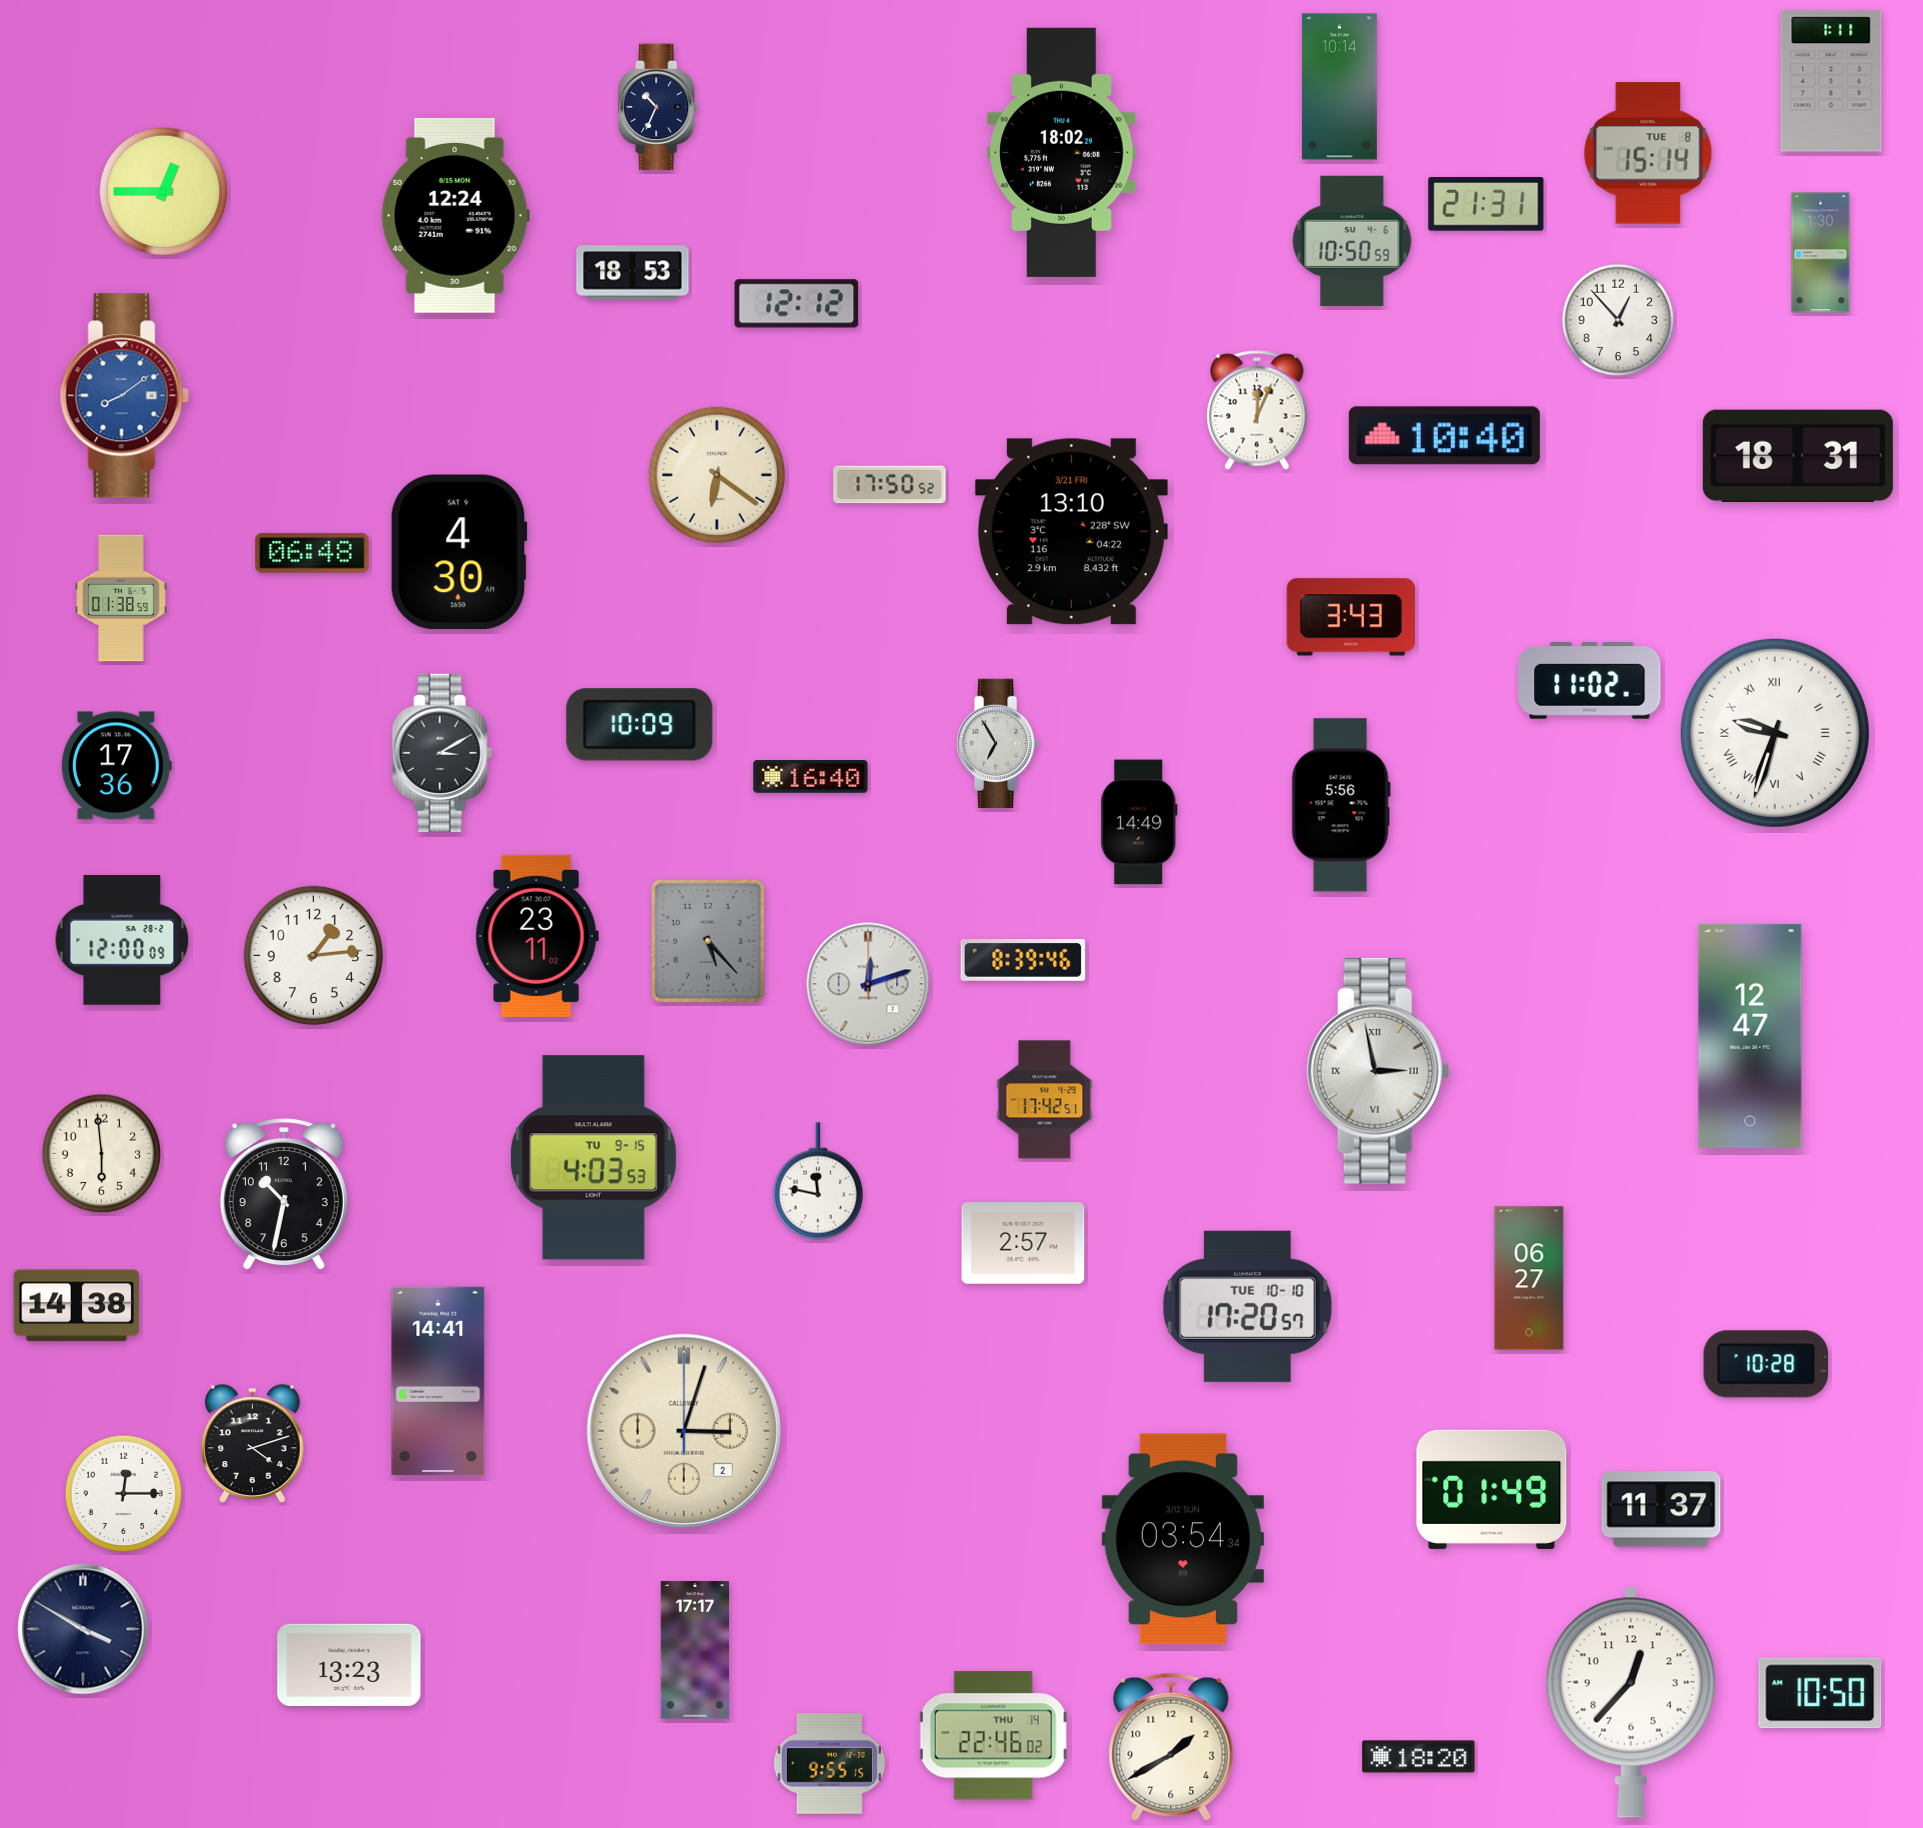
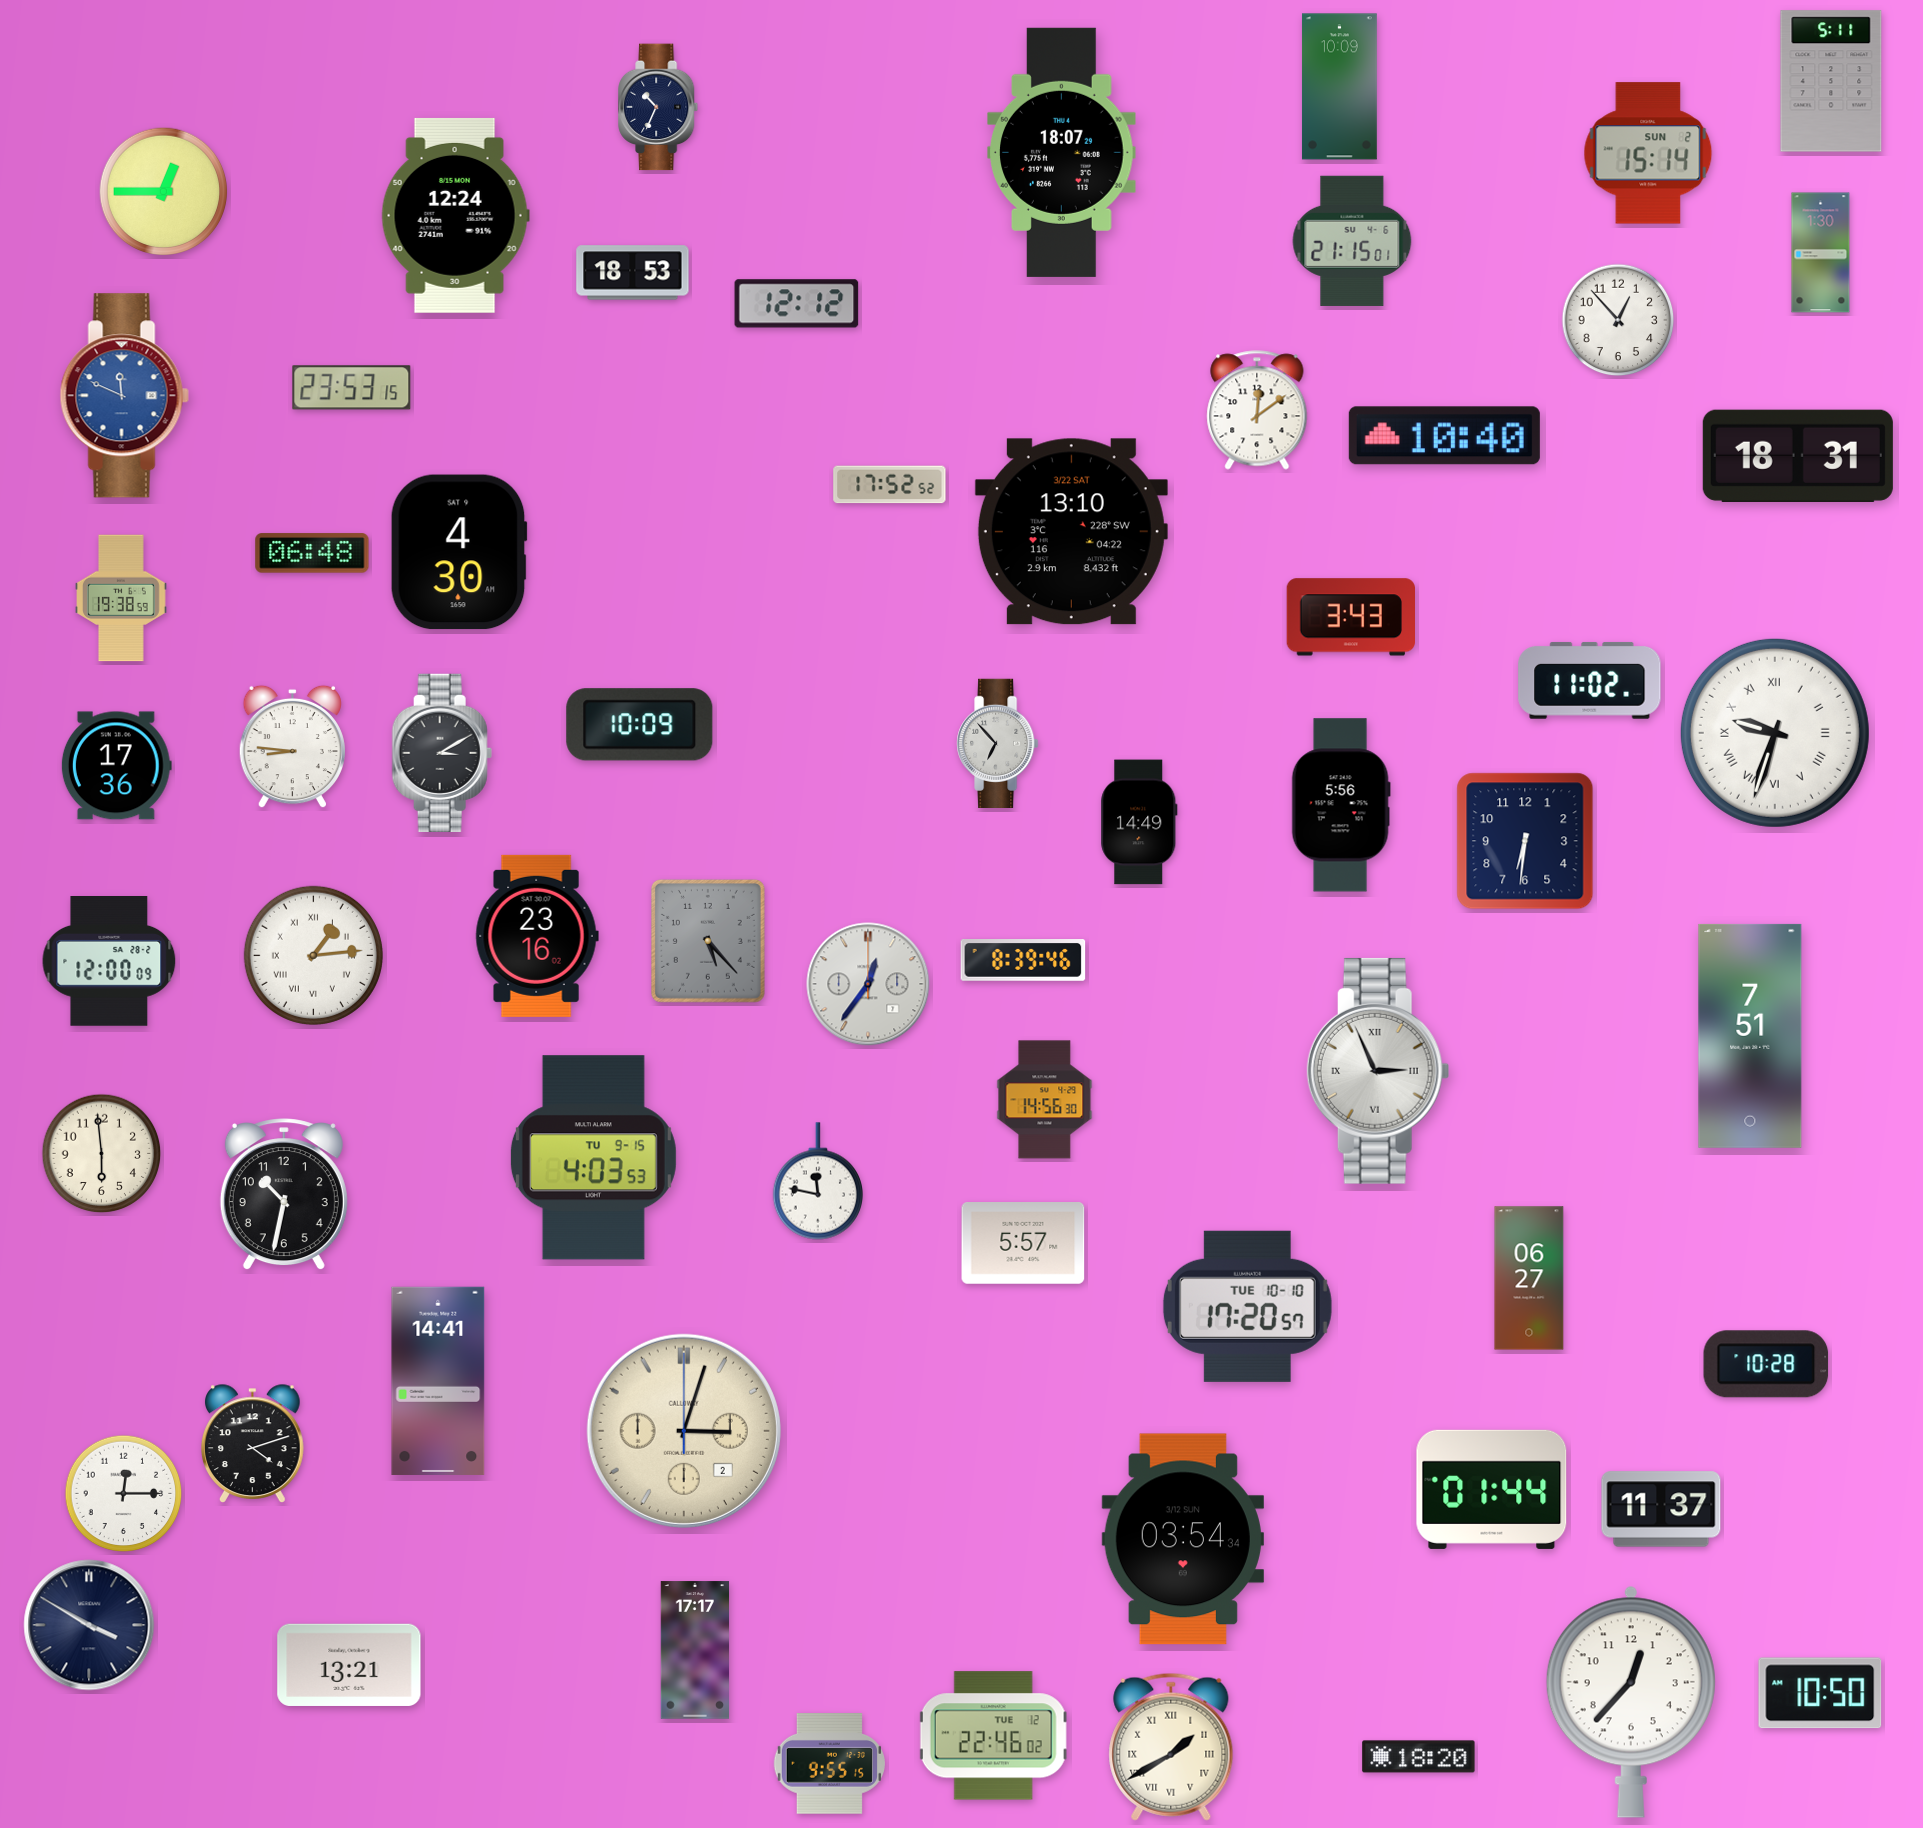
clock at (1831, 81): 1:11 -> 5:11
clock at (1339, 87): 10:14 -> 10:09
clock at (1062, 152): 18:02 -> 18:07
clock at (1648, 153) date: TUE 8 -> SUN 2
clock at (1486, 204): 21:31 -> none
clock at (1352, 241): 10:50 -> 21:15
clock at (352, 388): none -> 23:53
clock at (124, 396): 8:09 -> 11:49
clock at (1257, 410): 12:04 -> 12:09
clock at (717, 475): 6:21 -> none
clock at (890, 485): 17:50 -> 17:52
clock at (1071, 532) date: 3/21 FRI -> 3/22 SAT
clock at (122, 598): 01:38 -> 19:38
clock at (998, 743): 6:55 -> 6:53
clock at (292, 747): none -> 8:46
clock at (811, 777): 16:40 -> none
clock at (1525, 841): none -> 6:31
clock at (537, 936): 23:11 -> 23:16
clock at (122, 941) position: (122, 941) -> (109, 962)
clock at (313, 955) numerals: Arabic -> Roman
clock at (868, 984): 12:12 -> 12:36
clock at (1750, 1036): 12:47 -> 7:51
clock at (1378, 1071): 2:58 -> 2:56
clock at (1045, 1100): 17:42 -> 14:56
clock at (1023, 1243): 2:57 -> 5:57
clock at (77, 1306): 14:38 -> none
clock at (1492, 1489): 01:49 -> 01:44
clock at (83, 1629) position: (83, 1629) -> (89, 1625)
clock at (349, 1665): 13:23 -> 13:21
clock at (993, 1736) date: THU 14 -> TUE 12
clock at (1171, 1747) numerals: Arabic -> Roman
